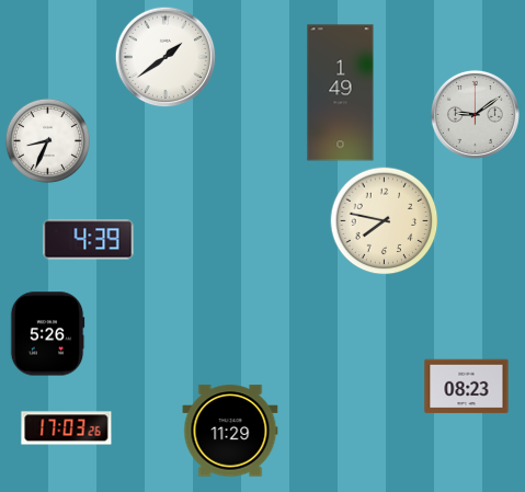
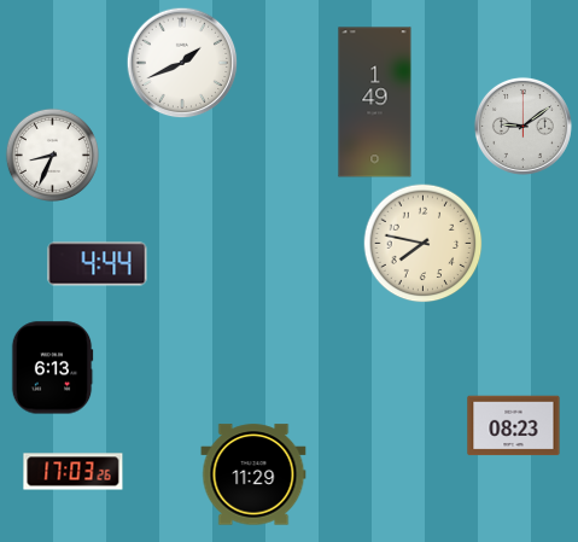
clock at (166, 57): 1:39 -> 1:41
clock at (89, 240): 4:39 -> 4:44
clock at (47, 334): 5:26 -> 6:13
